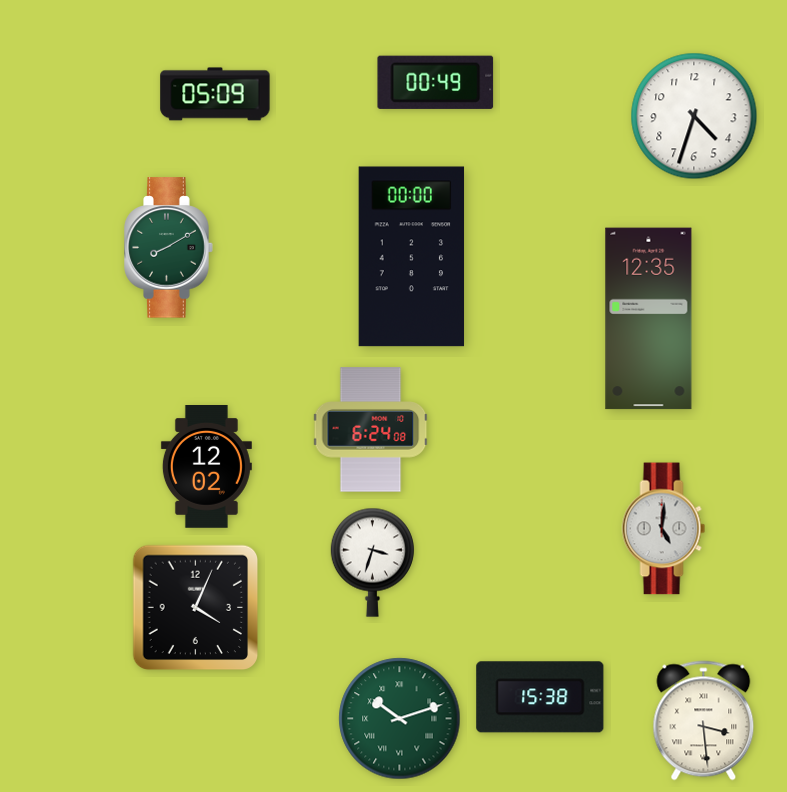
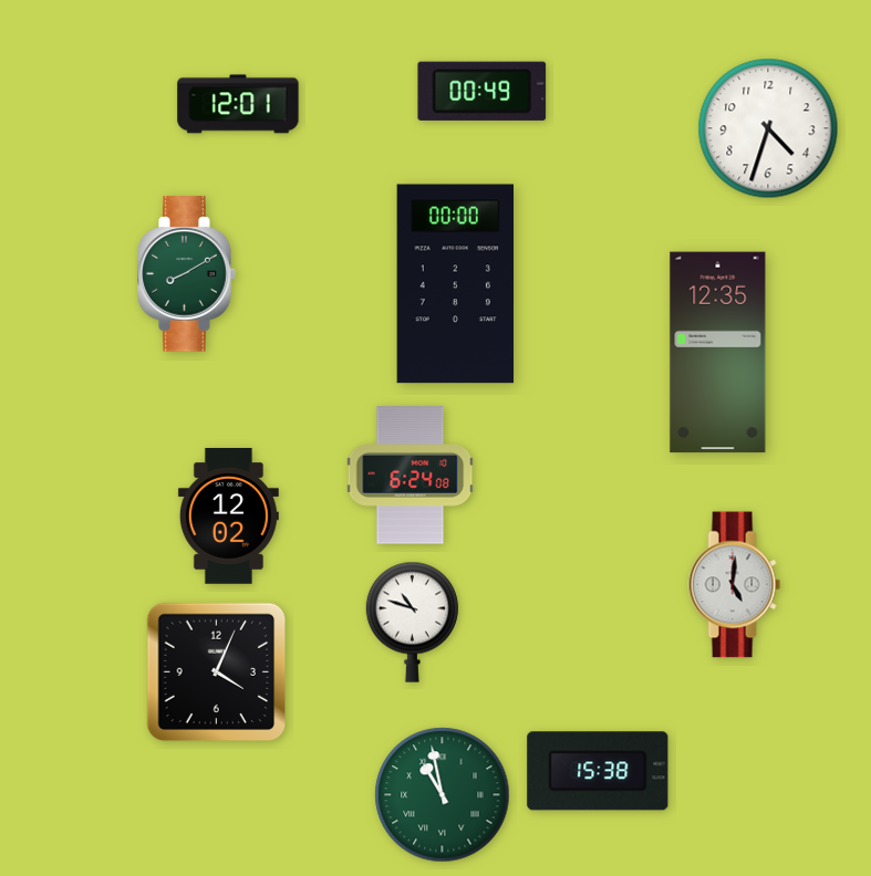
clock at (215, 94): 05:09 -> 12:01
clock at (372, 562): 3:33 -> 10:48
clock at (400, 719): 10:12 -> 10:58
clock at (704, 721): 3:29 -> none
